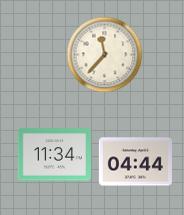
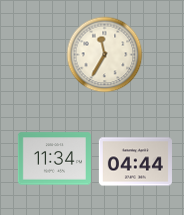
clock at (105, 55): 11:37 -> 11:35
clock at (54, 155) position: (54, 155) -> (54, 159)
